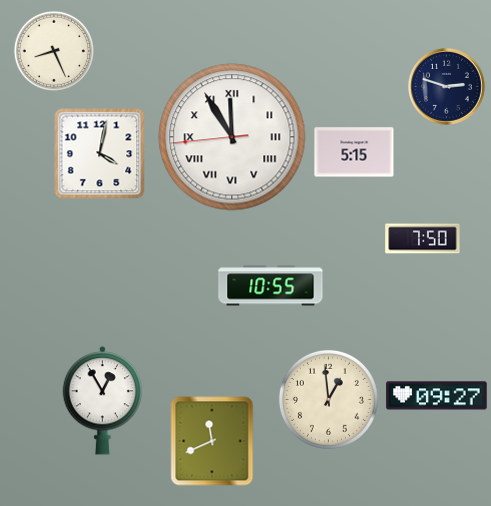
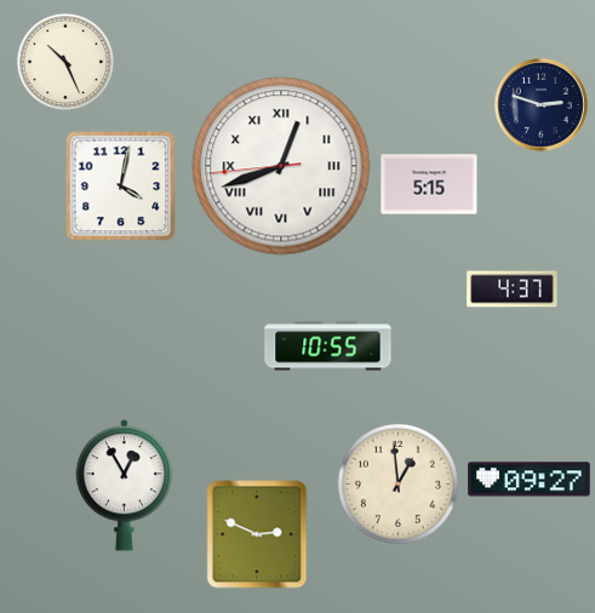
clock at (54, 51): 8:26 -> 10:26
clock at (232, 137): 11:54 -> 12:41
clock at (423, 239): 7:50 -> 4:37
clock at (212, 441): 11:41 -> 2:49
